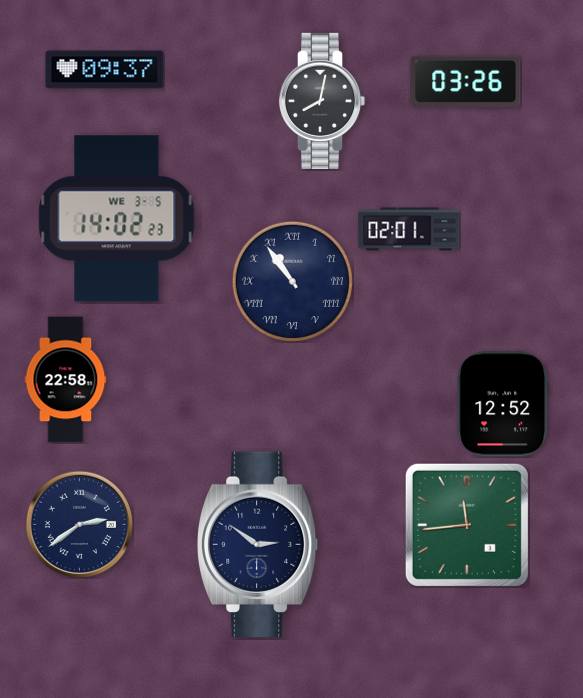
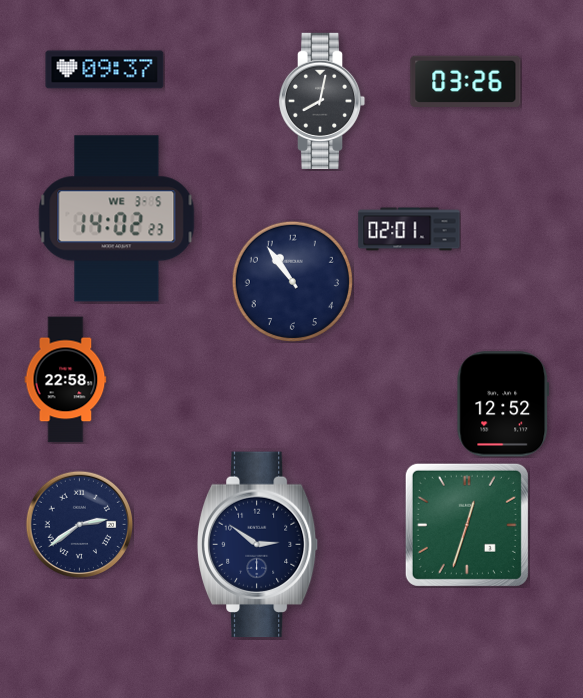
clock at (292, 281) numerals: Roman -> Arabic
clock at (467, 525): 11:44 -> 12:33
